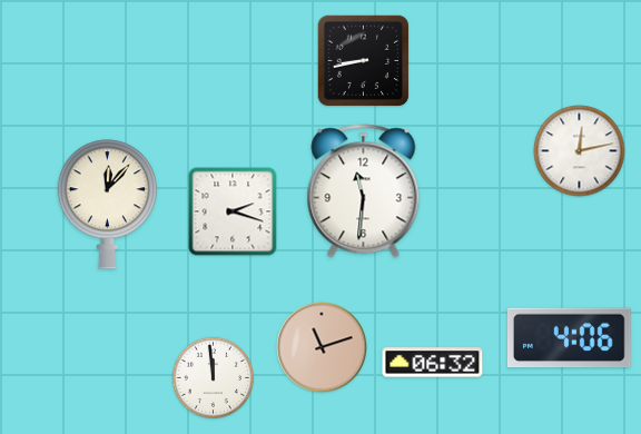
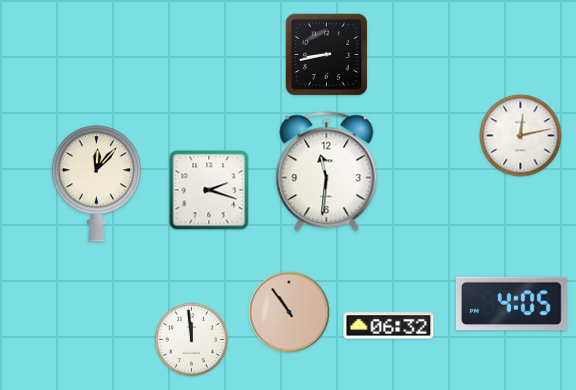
clock at (569, 338): 4:06 -> 4:05
clock at (322, 347): 11:12 -> 10:54
